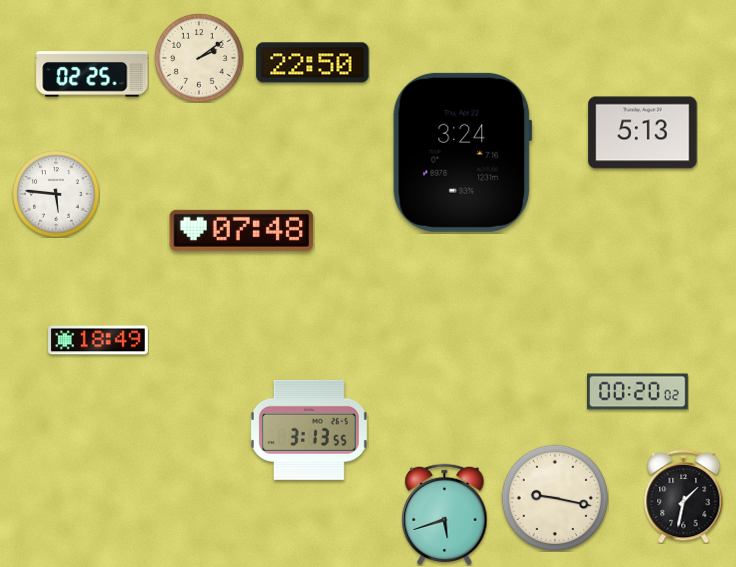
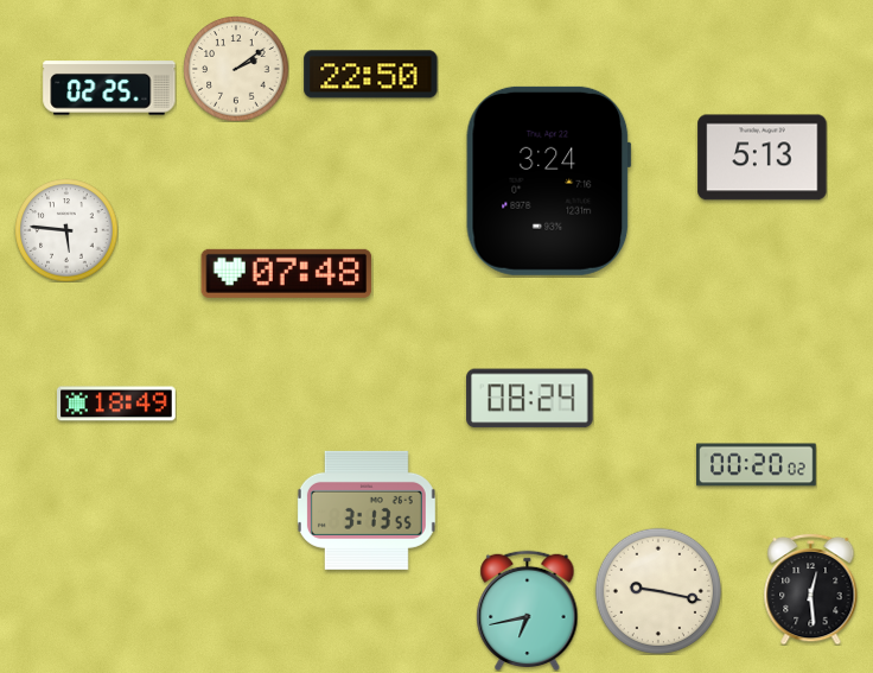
clock at (530, 399): none -> 08:24
clock at (684, 496): 1:32 -> 12:29
clock at (445, 514): 5:42 -> 6:43
